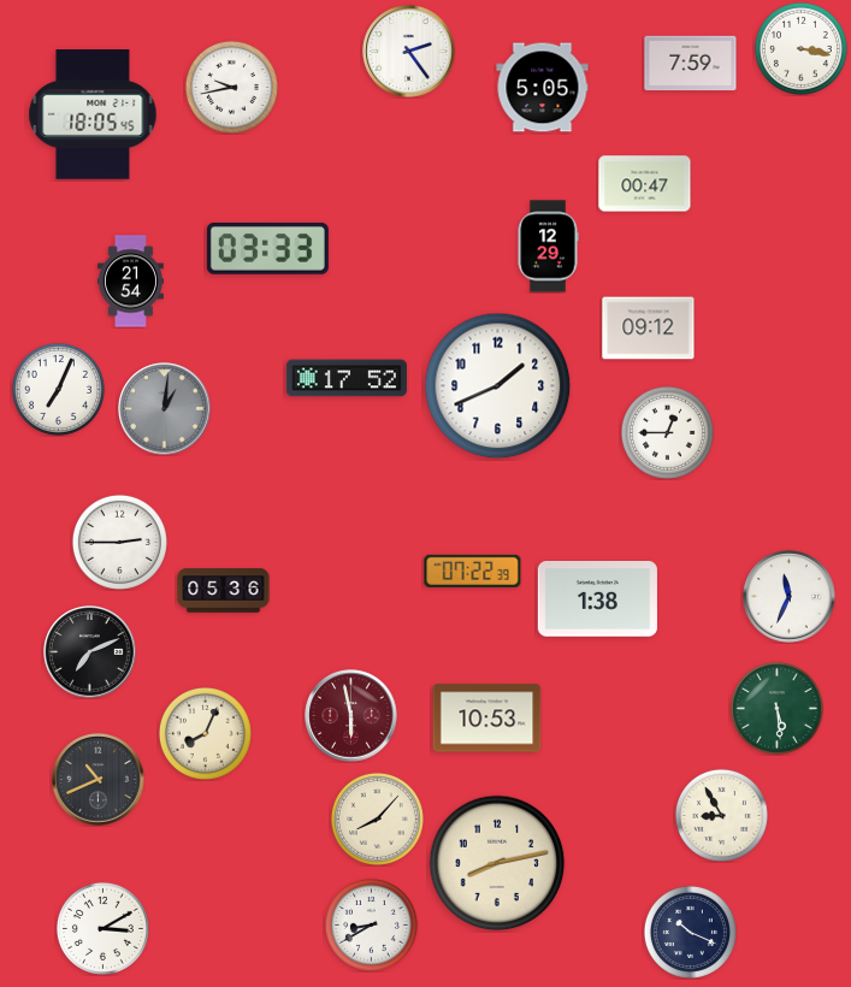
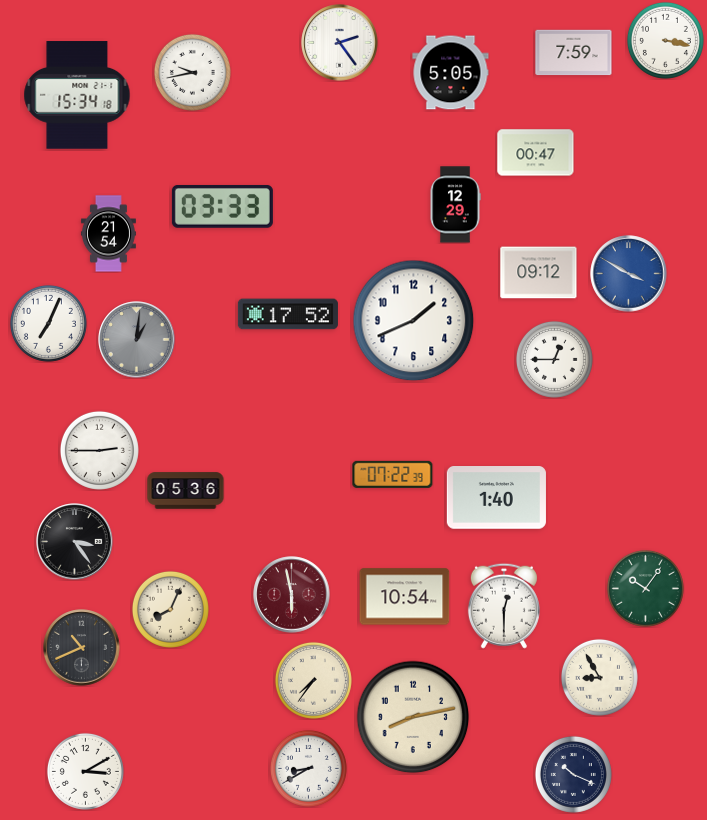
clock at (93, 114): 18:05 -> 15:34
clock at (629, 274): none -> 3:50
clock at (790, 597): 11:34 -> none
clock at (597, 599): 1:38 -> 1:40
clock at (90, 652): 7:11 -> 3:24
clock at (776, 708): 5:29 -> 10:06
clock at (487, 719): 10:53 -> 10:54
clock at (504, 606): none -> 12:30
clock at (377, 818): 8:07 -> 7:36
